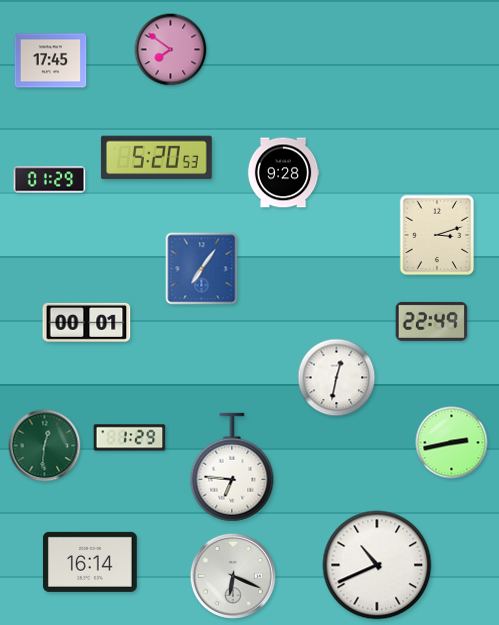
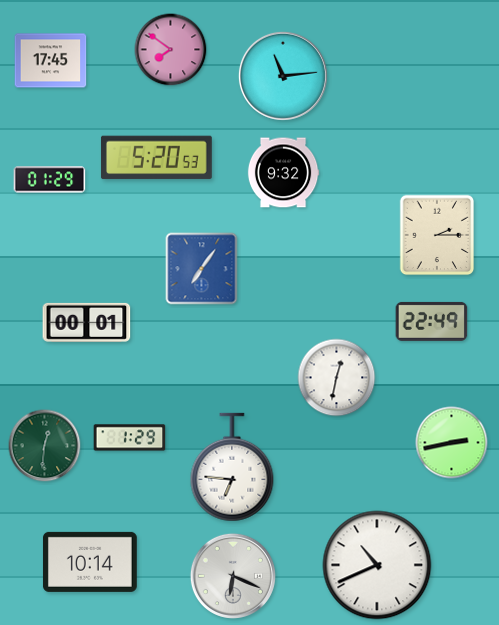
clock at (283, 76): none -> 11:14
clock at (283, 173): 9:28 -> 9:32
clock at (437, 235): 3:12 -> 2:15
clock at (90, 562): 16:14 -> 10:14
